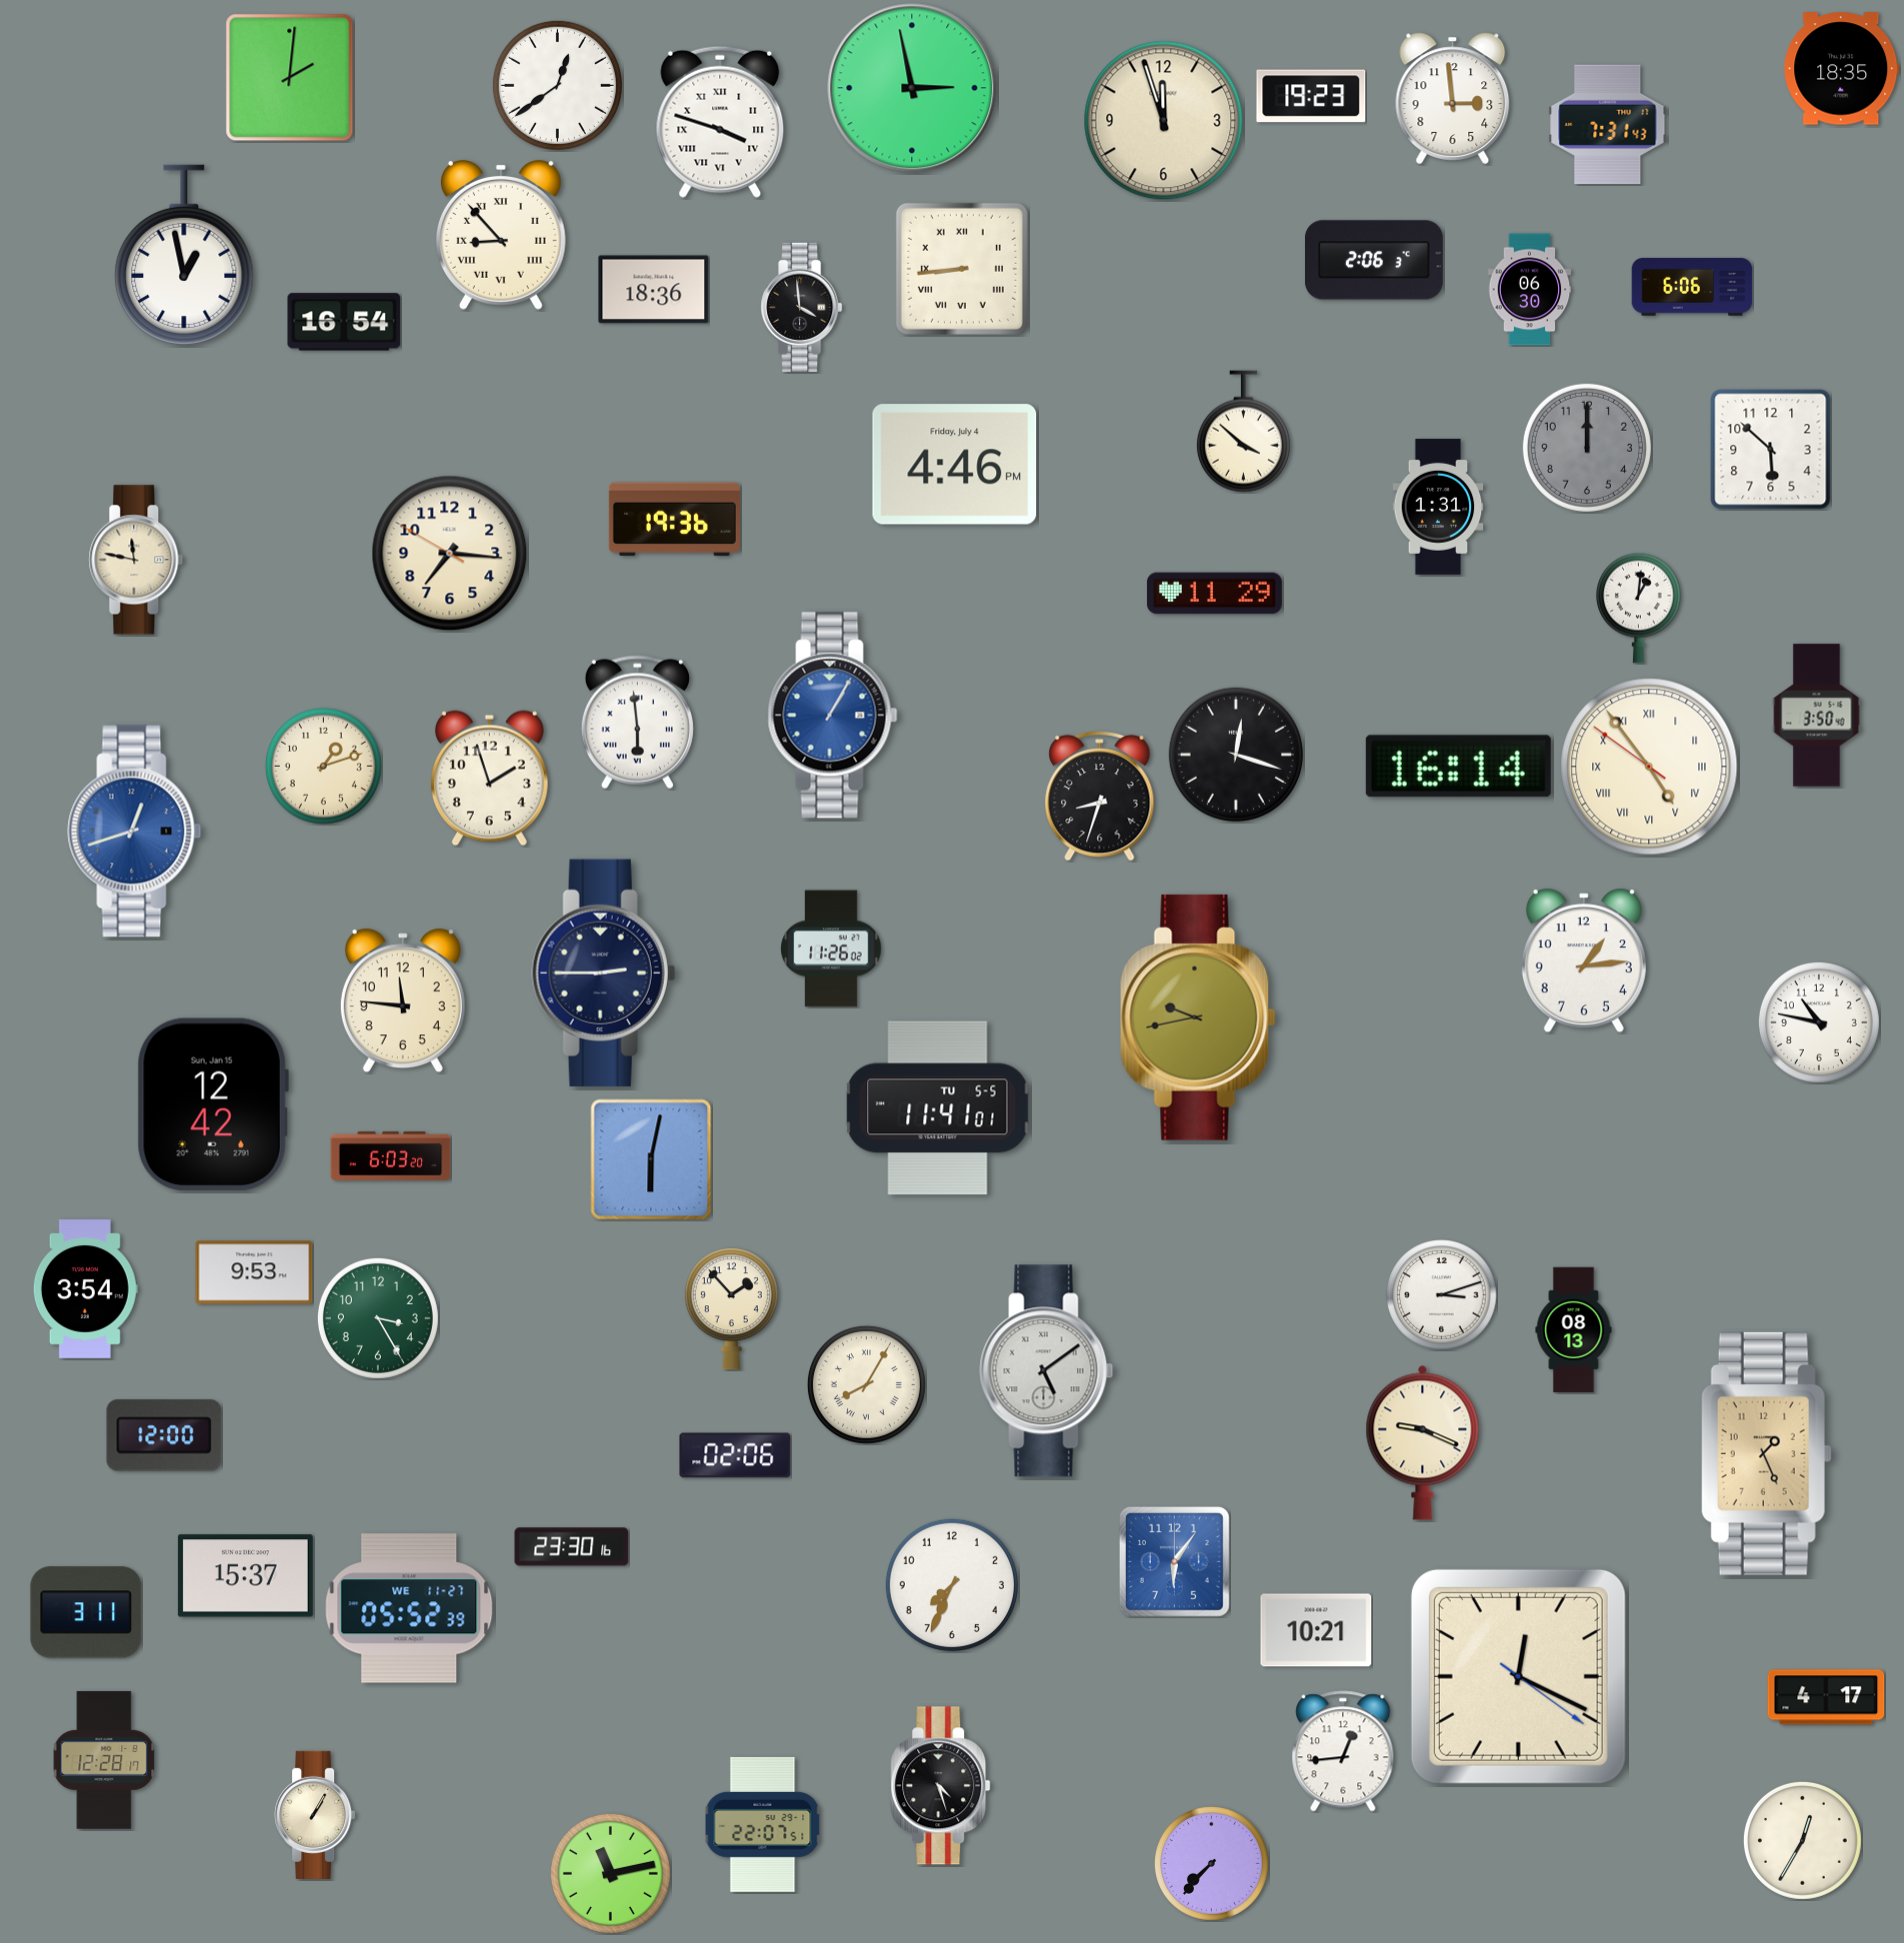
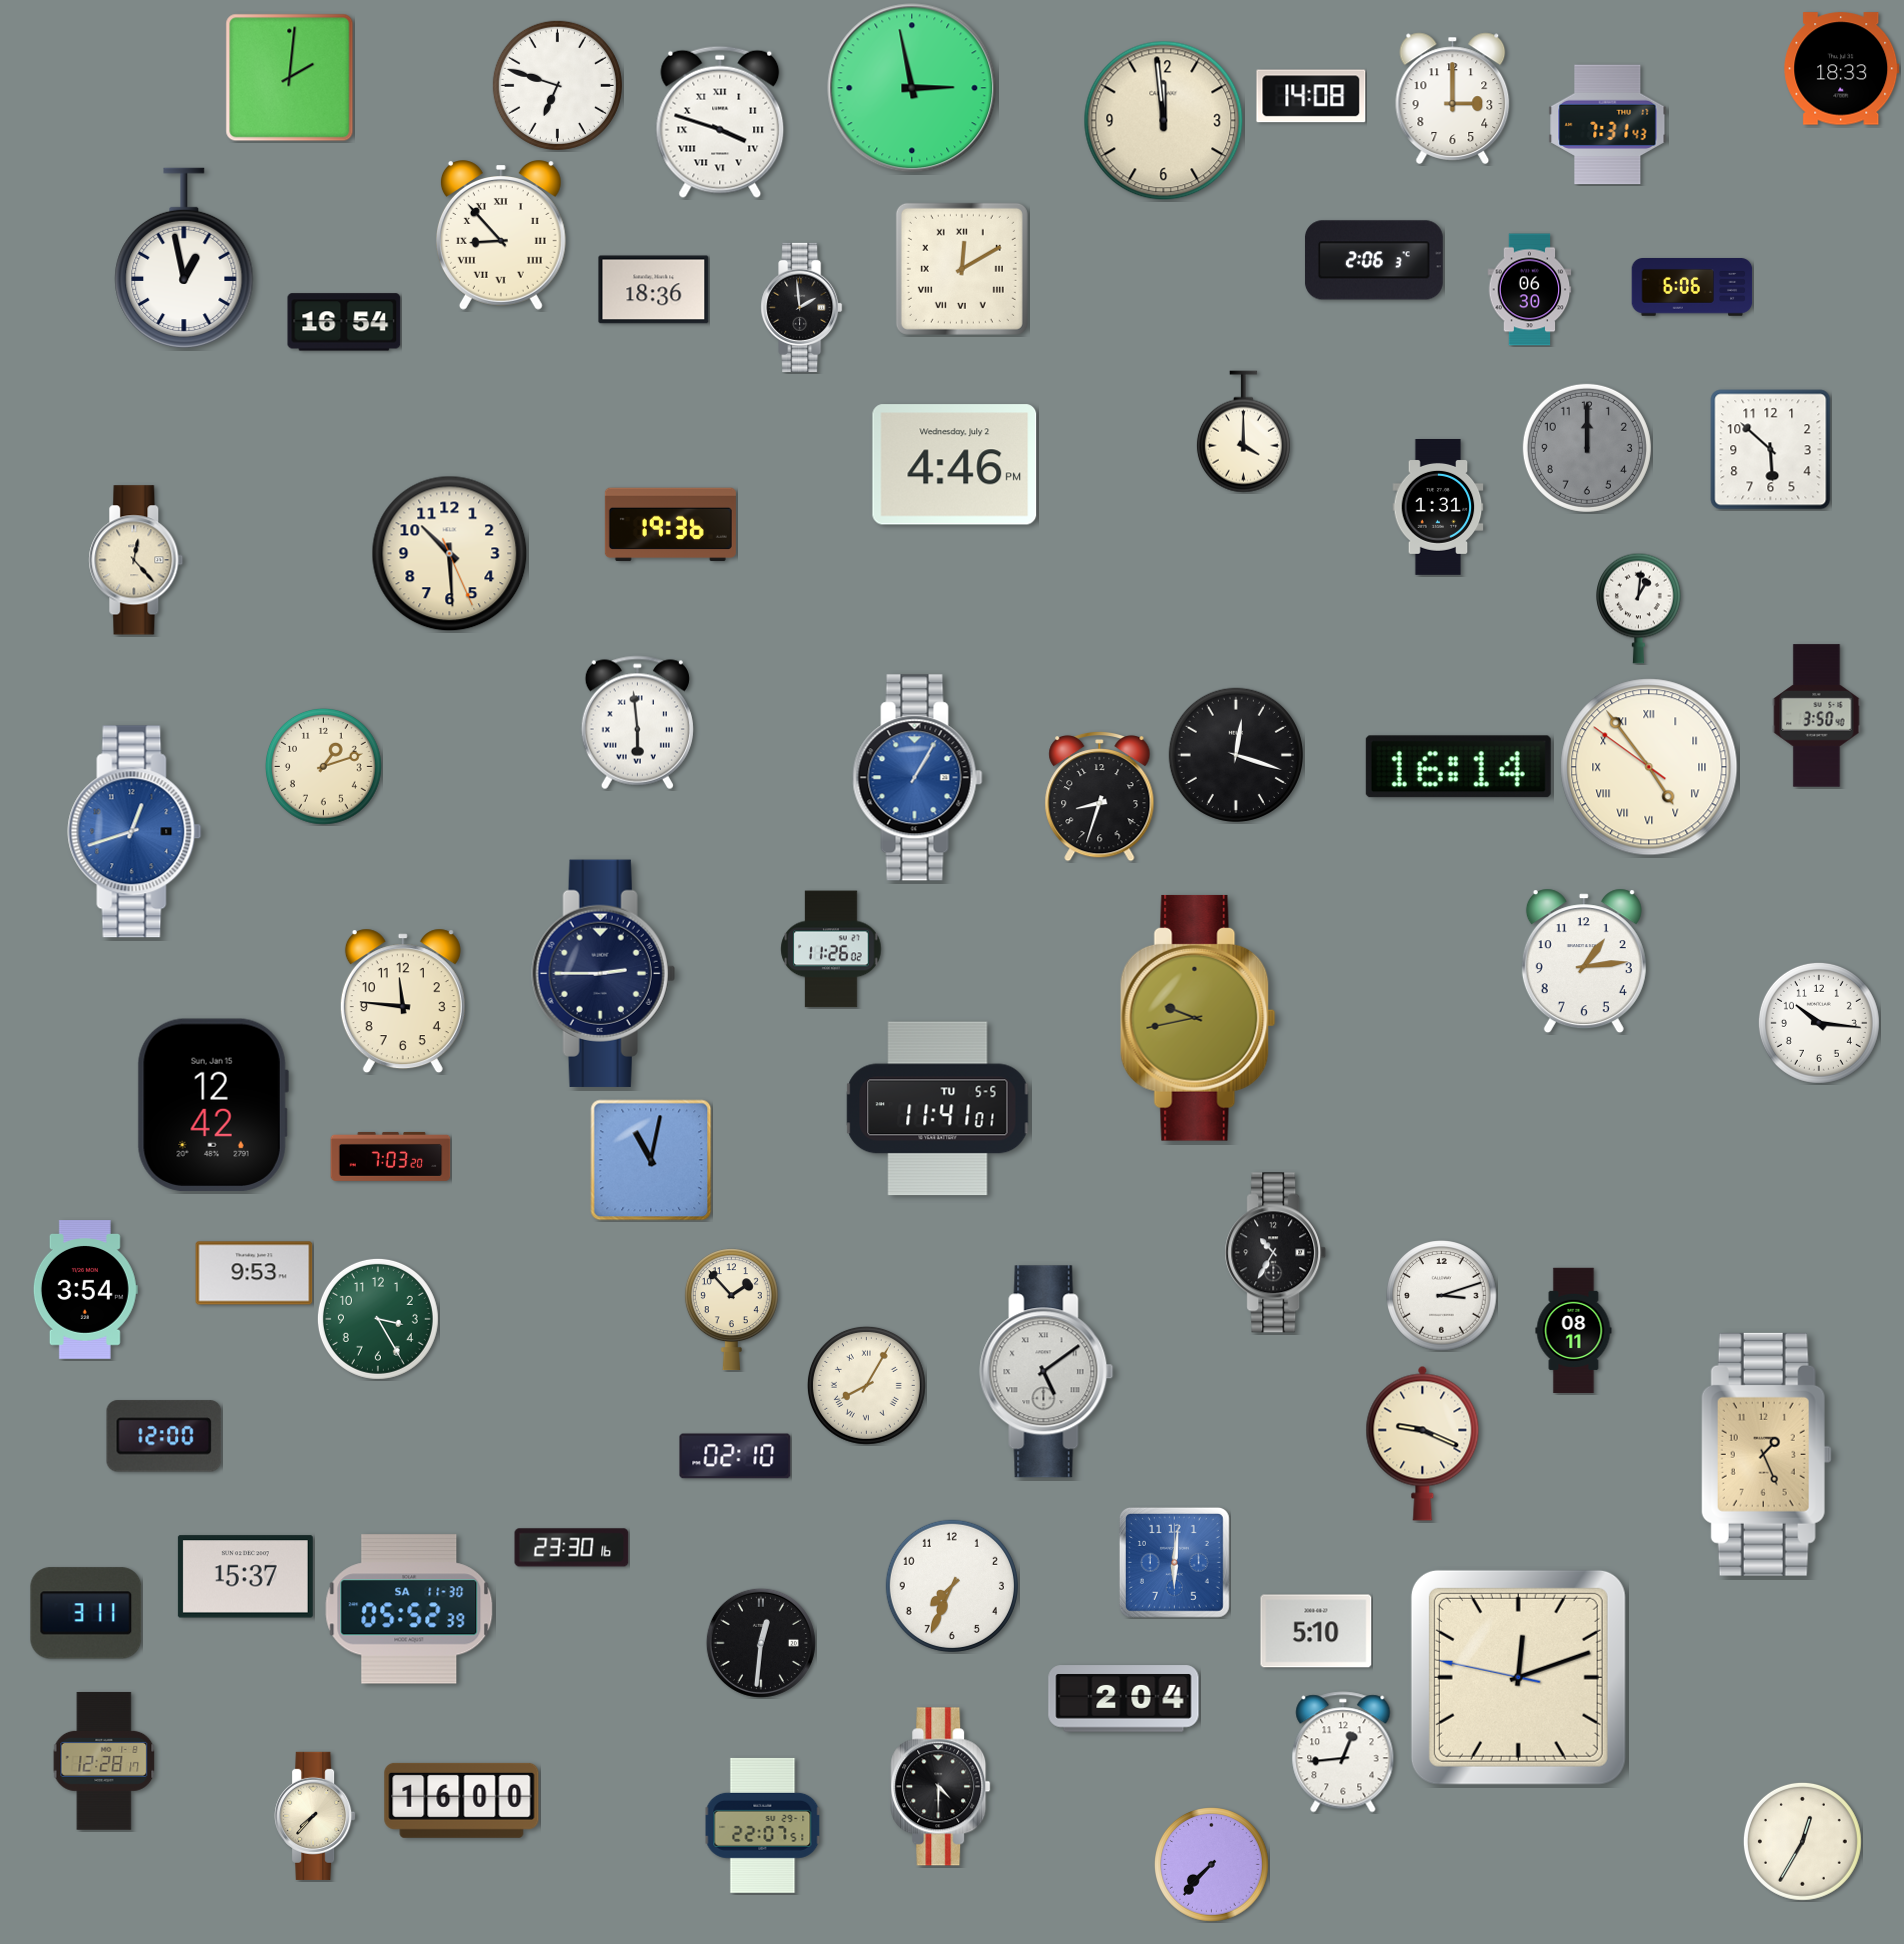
clock at (1842, 69): 18:35 -> 18:33
clock at (557, 85): 12:39 -> 6:48
clock at (1311, 96): 19:23 -> 14:08
clock at (1453, 98): 2:59 -> 3:00
clock at (1164, 121): 11:57 -> 11:59
clock at (184, 255) position: (184, 255) -> (184, 258)
clock at (962, 269): 8:44 -> 12:10
clock at (802, 307): 3:59 -> 1:59
clock at (1243, 432): 3:52 -> 4:00
clock at (955, 465) date: Friday, July 4 -> Wednesday, July 2
clock at (674, 520) position: (674, 520) -> (670, 525)
clock at (450, 554): 7:15 -> 10:29
clock at (136, 560): 11:47 -> 12:23
clock at (1214, 594): 11:29 -> none
clock at (833, 716) position: (833, 716) -> (918, 778)
clock at (489, 779): 1:57 -> none
clock at (1819, 1022): 10:47 -> 10:16
clock at (391, 1155): 6:03 -> 7:03
clock at (651, 1159): 6:02 -> 11:02
clock at (1276, 1253): none -> 10:35
clock at (1574, 1330): 08:13 -> 08:11
clock at (735, 1455): 02:06 -> 02:10
clock at (1174, 1561): 6:06 -> 6:01
clock at (409, 1608) date: WE 11-27 -> SA 11-30
clock at (1316, 1630): 10:21 -> 5:10
clock at (761, 1643): none -> 12:31
clock at (1518, 1676): 12:19 -> 12:11
clock at (1826, 1697): 4:17 -> none
clock at (1124, 1699): none -> 2:04
clock at (941, 1786): 4:27 -> 4:30
clock at (462, 1800): none -> 16:00
clock at (315, 1815): 1:05 -> 7:37
clock at (610, 1873): 11:13 -> none
